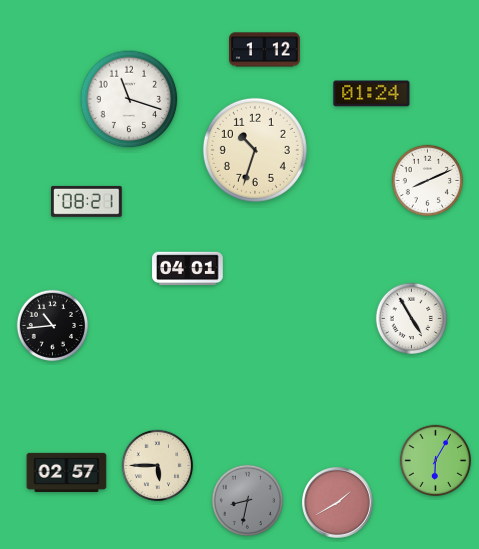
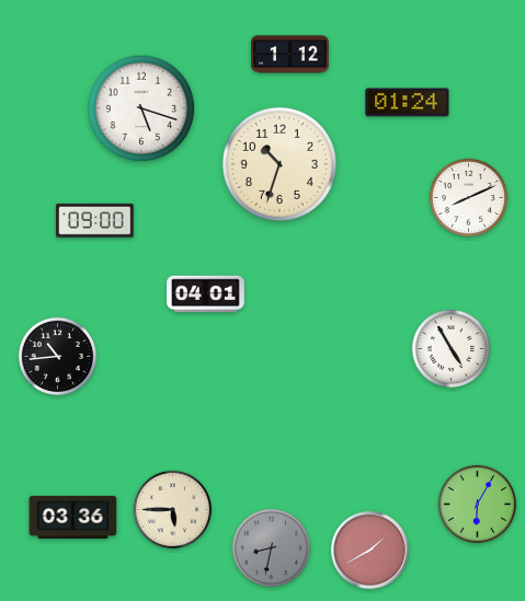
clock at (129, 99): 11:18 -> 5:18
clock at (87, 201): 08:21 -> 09:00
clock at (67, 472): 02:57 -> 03:36
